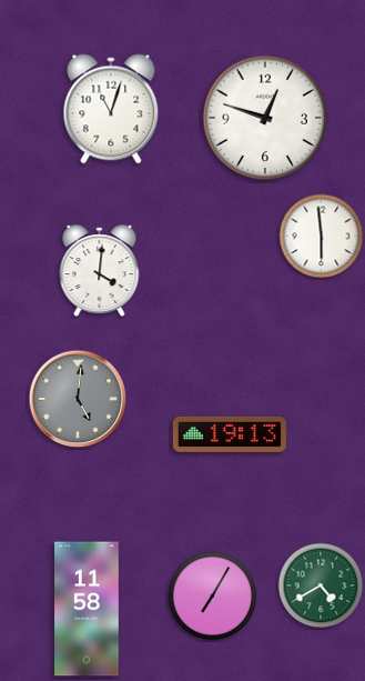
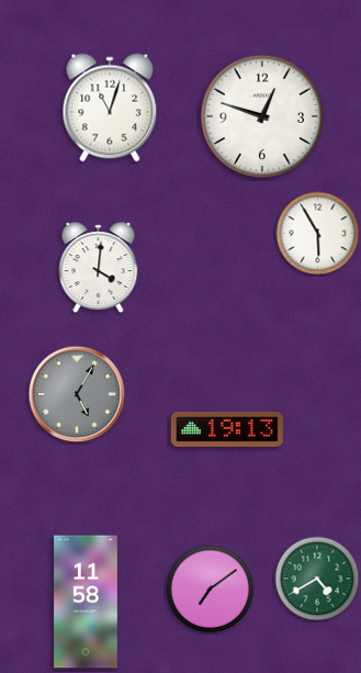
clock at (322, 237): 5:59 -> 5:55
clock at (78, 399): 5:01 -> 5:05
clock at (213, 597): 7:05 -> 7:09
